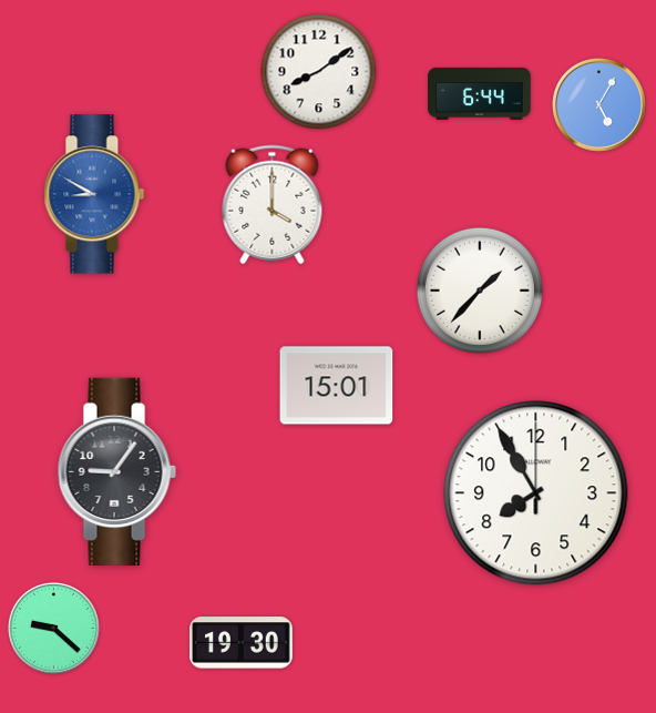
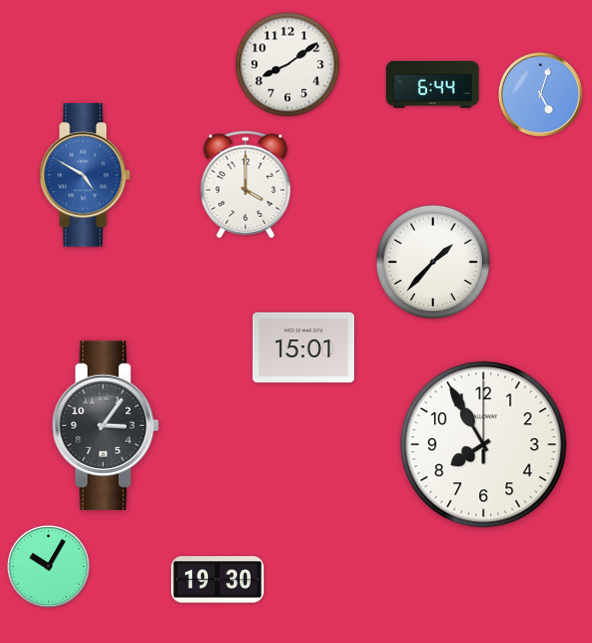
clock at (598, 104): 5:05 -> 5:03
clock at (94, 194): 8:50 -> 4:50
clock at (116, 471): 9:06 -> 3:06
clock at (53, 628): 9:22 -> 10:05
